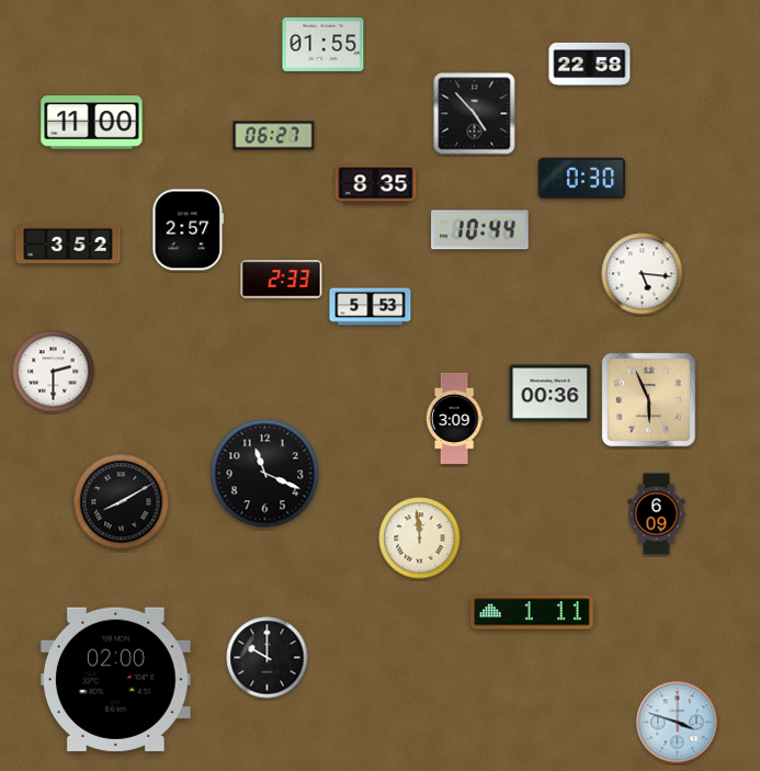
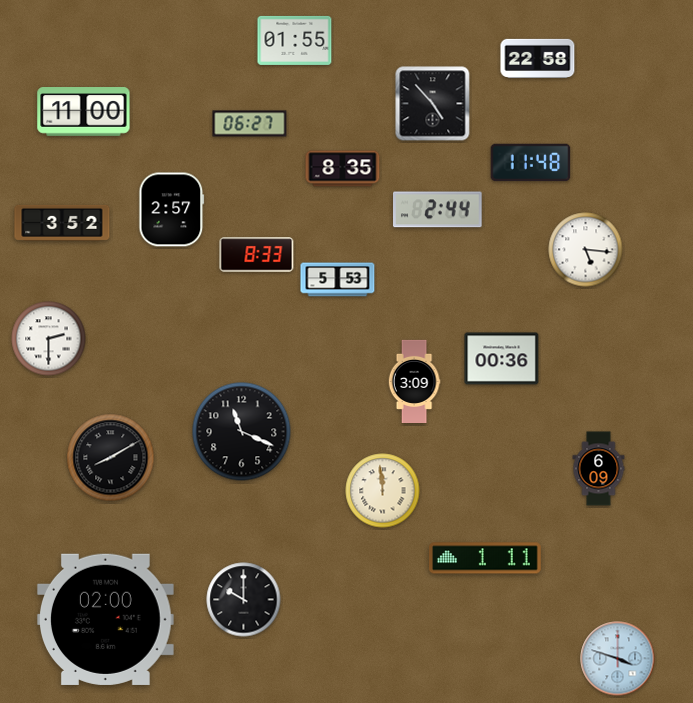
clock at (582, 179): 0:30 -> 11:48
clock at (480, 230): 10:44 -> 2:44
clock at (282, 280): 2:33 -> 8:33
clock at (648, 399): 5:56 -> none
